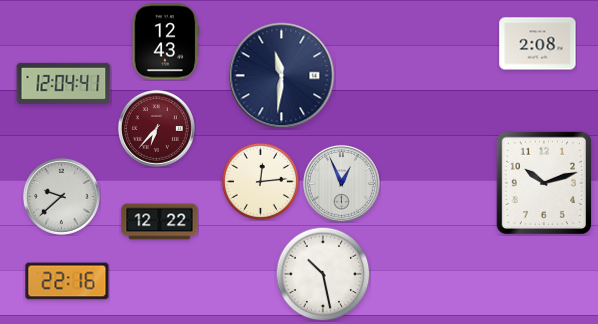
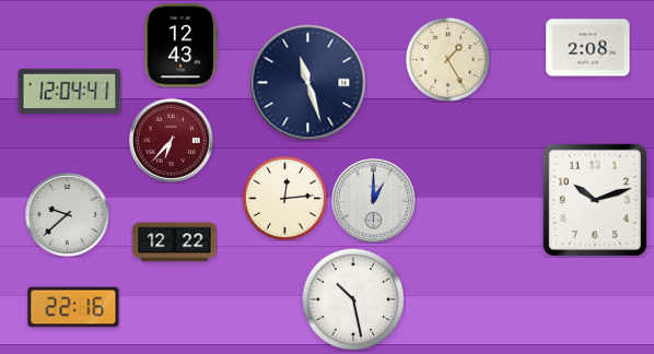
clock at (447, 59): none -> 1:25
clock at (282, 76): 11:31 -> 11:27
clock at (341, 183): 12:56 -> 1:00
